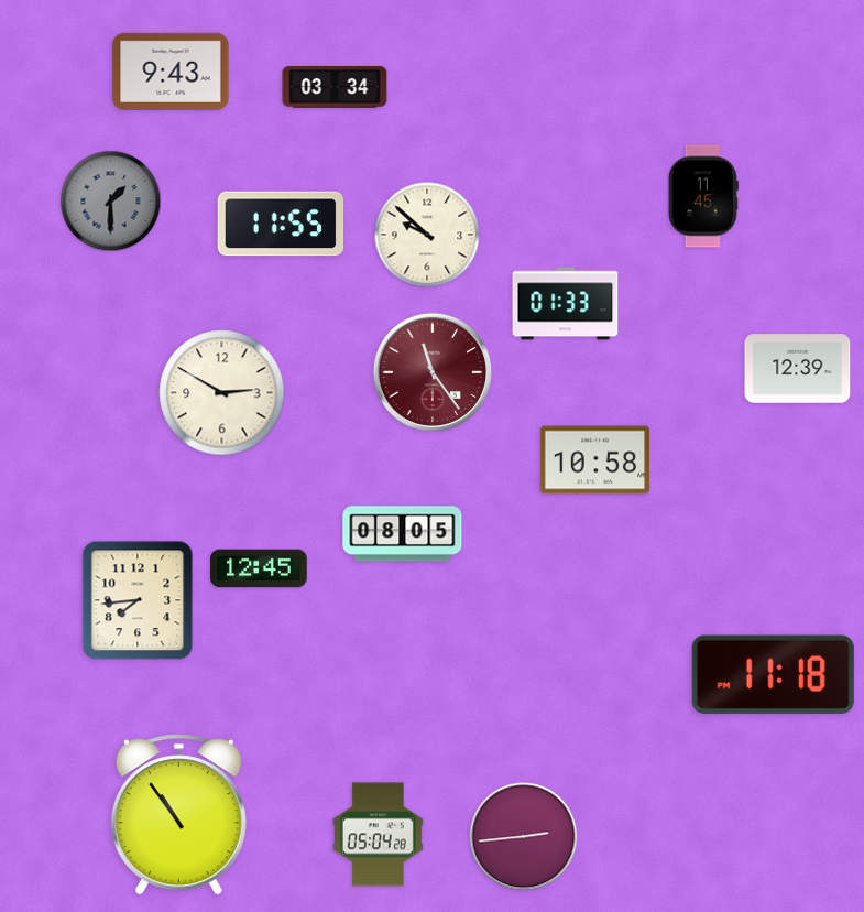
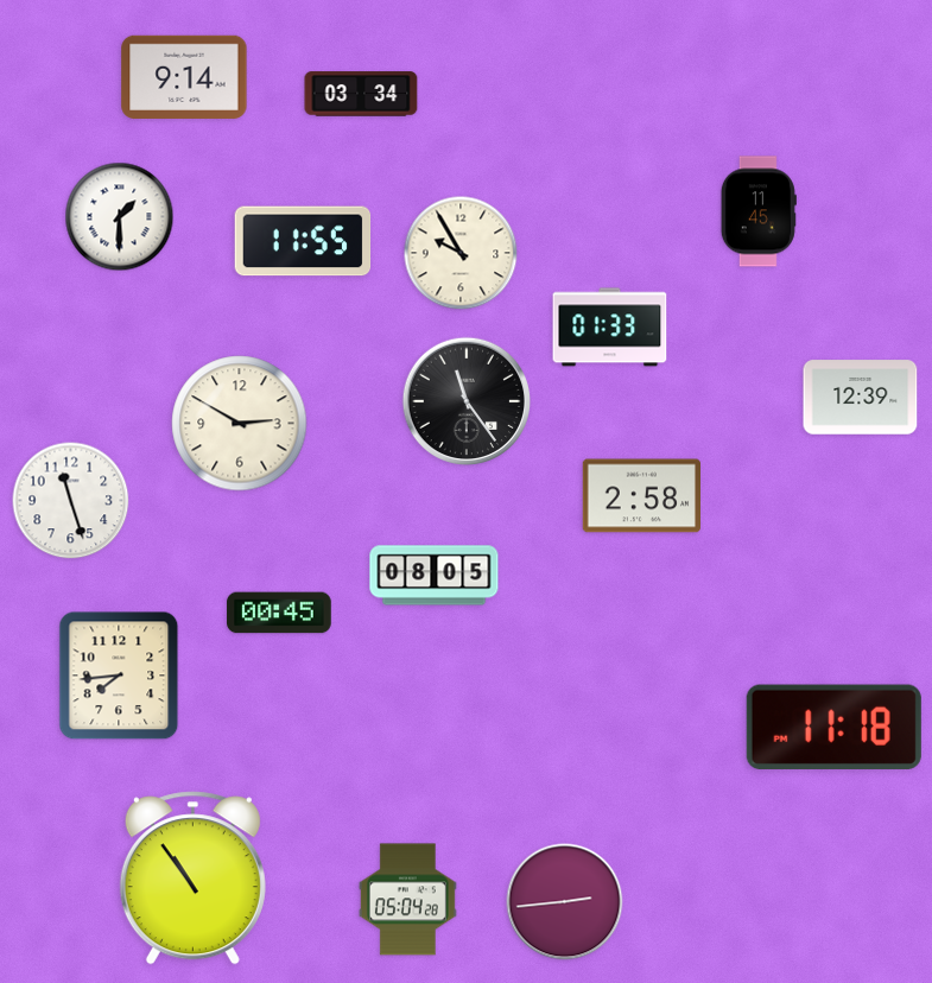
clock at (171, 72): 9:43 -> 9:14
clock at (111, 202) dial: grey -> white
clock at (427, 235): 9:52 -> 9:55
clock at (433, 372) dial: burgundy -> black
clock at (594, 460): 10:58 -> 2:58
clock at (71, 501): none -> 11:27
clock at (259, 568): 12:45 -> 00:45
clock at (138, 600) position: (138, 600) -> (119, 676)
